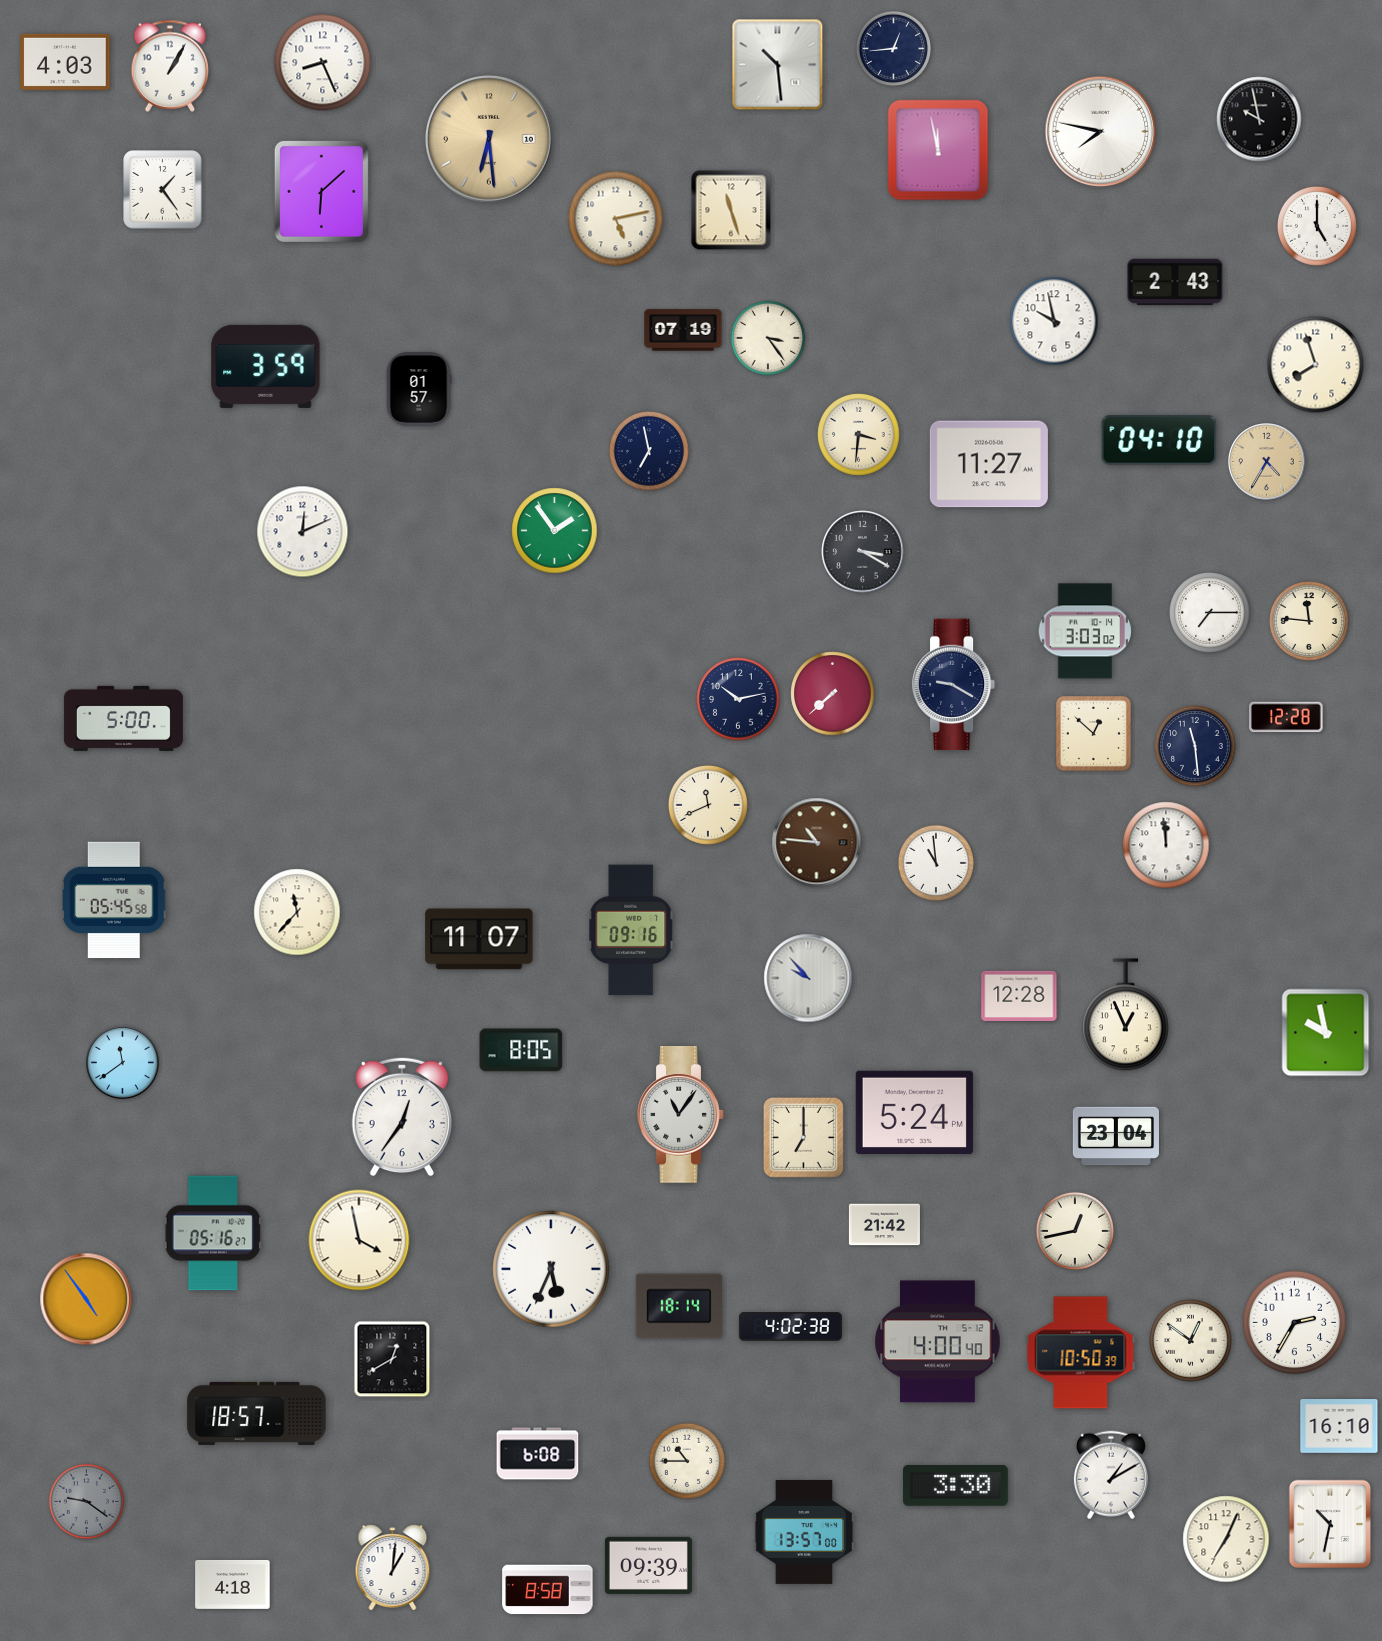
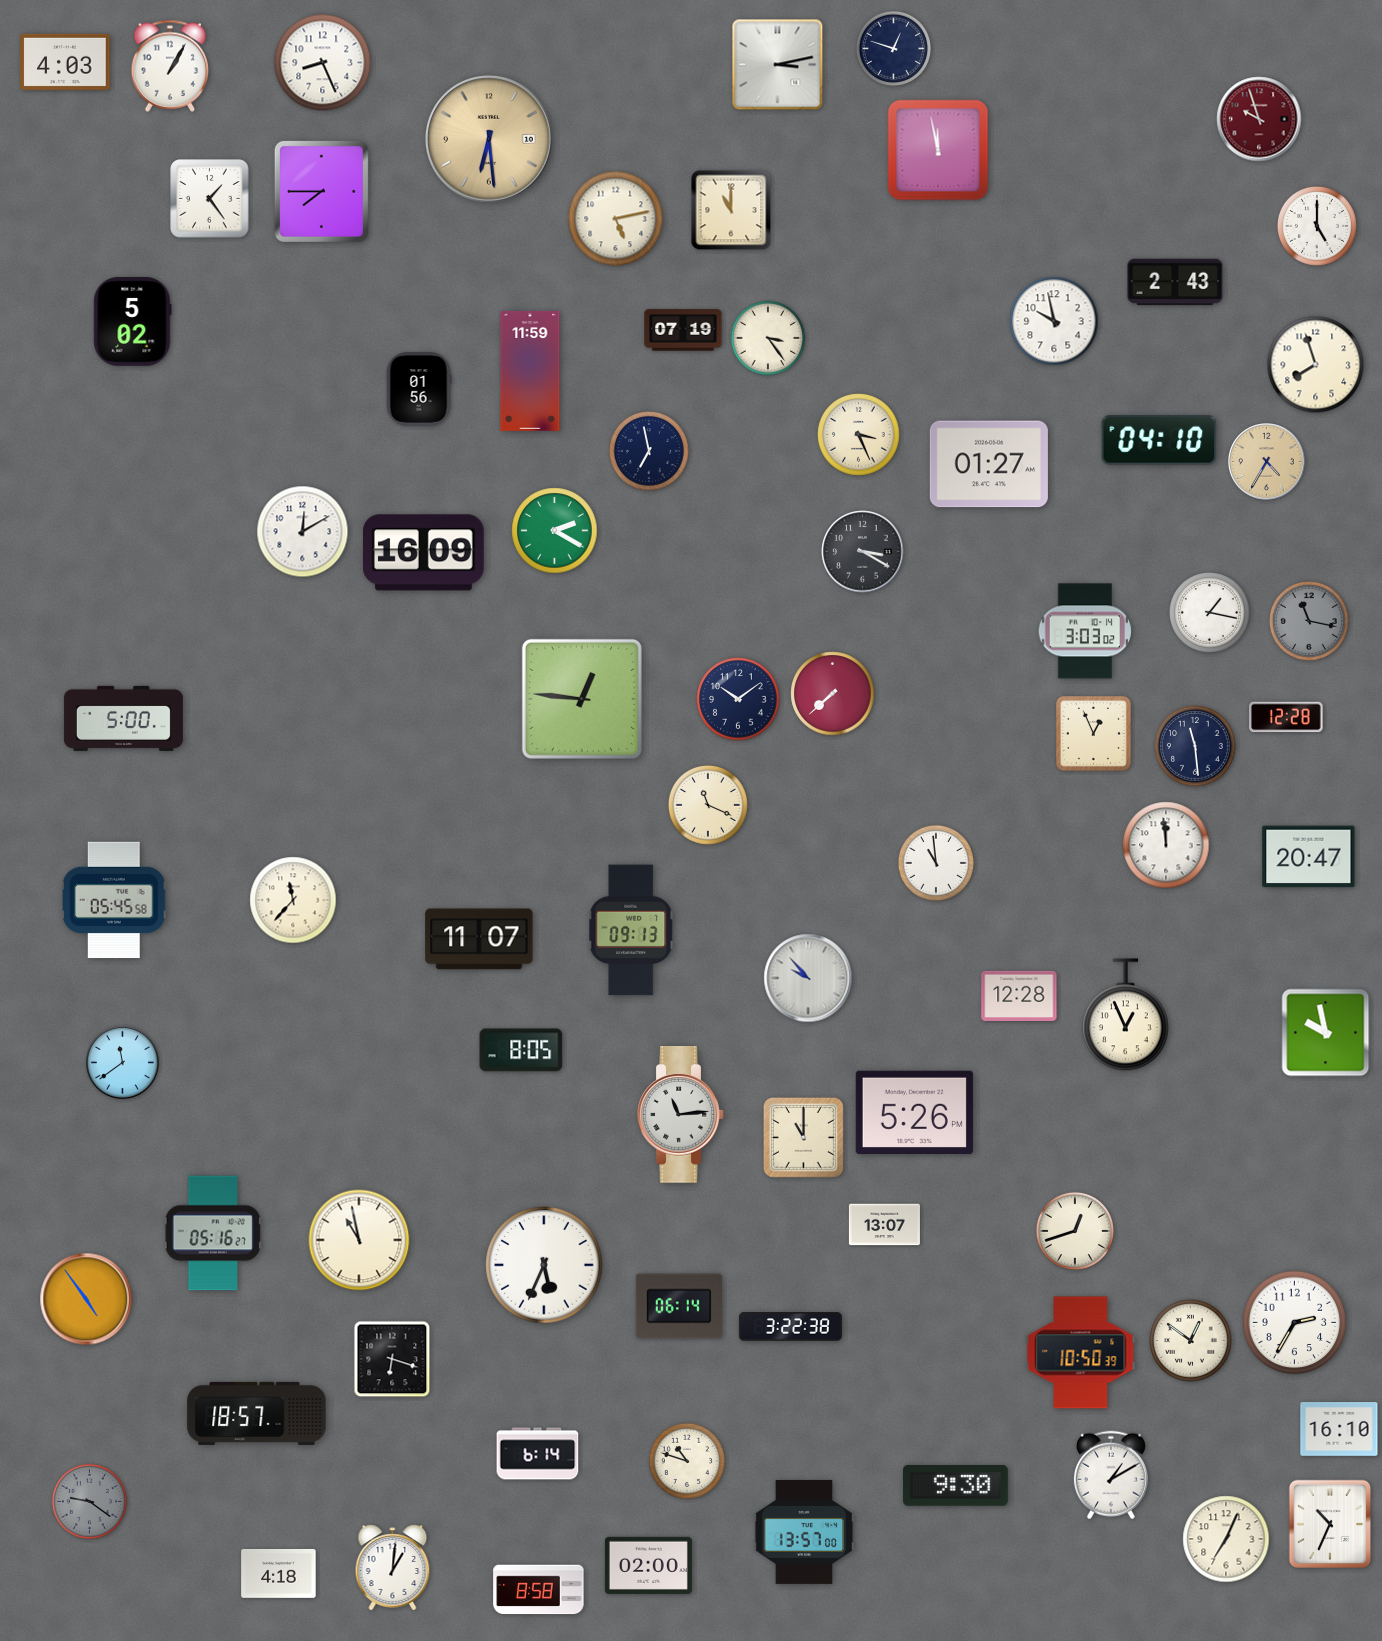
clock at (894, 49): 12:44 -> 12:48
clock at (778, 65): 10:29 -> 3:13
clock at (1259, 119): 9:58 -> 9:57
clock at (1259, 119) dial: black -> burgundy
clock at (1101, 132): 7:47 -> none
clock at (163, 190) position: (163, 190) -> (210, 199)
clock at (321, 191): 6:08 -> 7:45
clock at (731, 210): 11:27 -> 11:00
clock at (133, 322): none -> 5:02
clock at (266, 366): 3:59 -> none
clock at (530, 371): none -> 11:59
clock at (419, 389): 01:57 -> 01:56
clock at (859, 435): 3:31 -> 3:26
clock at (989, 464): 11:27 -> 01:27
clock at (555, 531): 1:54 -> 2:20
clock at (303, 532): 12:11 -> 12:10
clock at (424, 553): none -> 16:09
clock at (1209, 612): 7:15 -> 1:17
clock at (1309, 621): 11:46 -> 11:17
clock at (1309, 621) dial: cream -> grey
clock at (954, 685): 9:20 -> none
clock at (582, 699): none -> 12:46
clock at (738, 699): 10:13 -> 10:09
clock at (1093, 733): 12:52 -> 12:56
clock at (708, 805): 11:41 -> 11:19
clock at (817, 843): 10:46 -> none
clock at (1309, 857): none -> 20:47
clock at (297, 912) position: (297, 912) -> (293, 900)
clock at (632, 930): 09:16 -> 09:13
clock at (914, 1112): 5:24 -> 5:26
clock at (681, 1115): 11:06 -> 11:14
clock at (402, 1117): 12:36 -> none
clock at (1116, 1136): 23:04 -> none
clock at (803, 1137): 7:00 -> 11:00
clock at (884, 1225): 21:42 -> 13:07
clock at (1075, 1231): 12:43 -> 12:42
clock at (359, 1240): 3:58 -> 10:58
clock at (551, 1269) position: (551, 1269) -> (544, 1265)
clock at (679, 1306): 18:14 -> 06:14
clock at (790, 1327): 4:02 -> 3:22
clock at (938, 1342): 4:00 -> none
clock at (392, 1359): 12:40 -> 6:18
clock at (1339, 1427) position: (1339, 1427) -> (1339, 1430)
clock at (538, 1454): 6:08 -> 6:14
clock at (686, 1460): 10:45 -> 10:48
clock at (956, 1486): 3:30 -> 9:30
clock at (87, 1502) position: (87, 1502) -> (90, 1502)
clock at (1329, 1523): 10:32 -> 10:34
clock at (648, 1565): 09:39 -> 02:00
clock at (233, 1584) position: (233, 1584) -> (279, 1573)
clock at (548, 1590) position: (548, 1590) -> (539, 1590)
